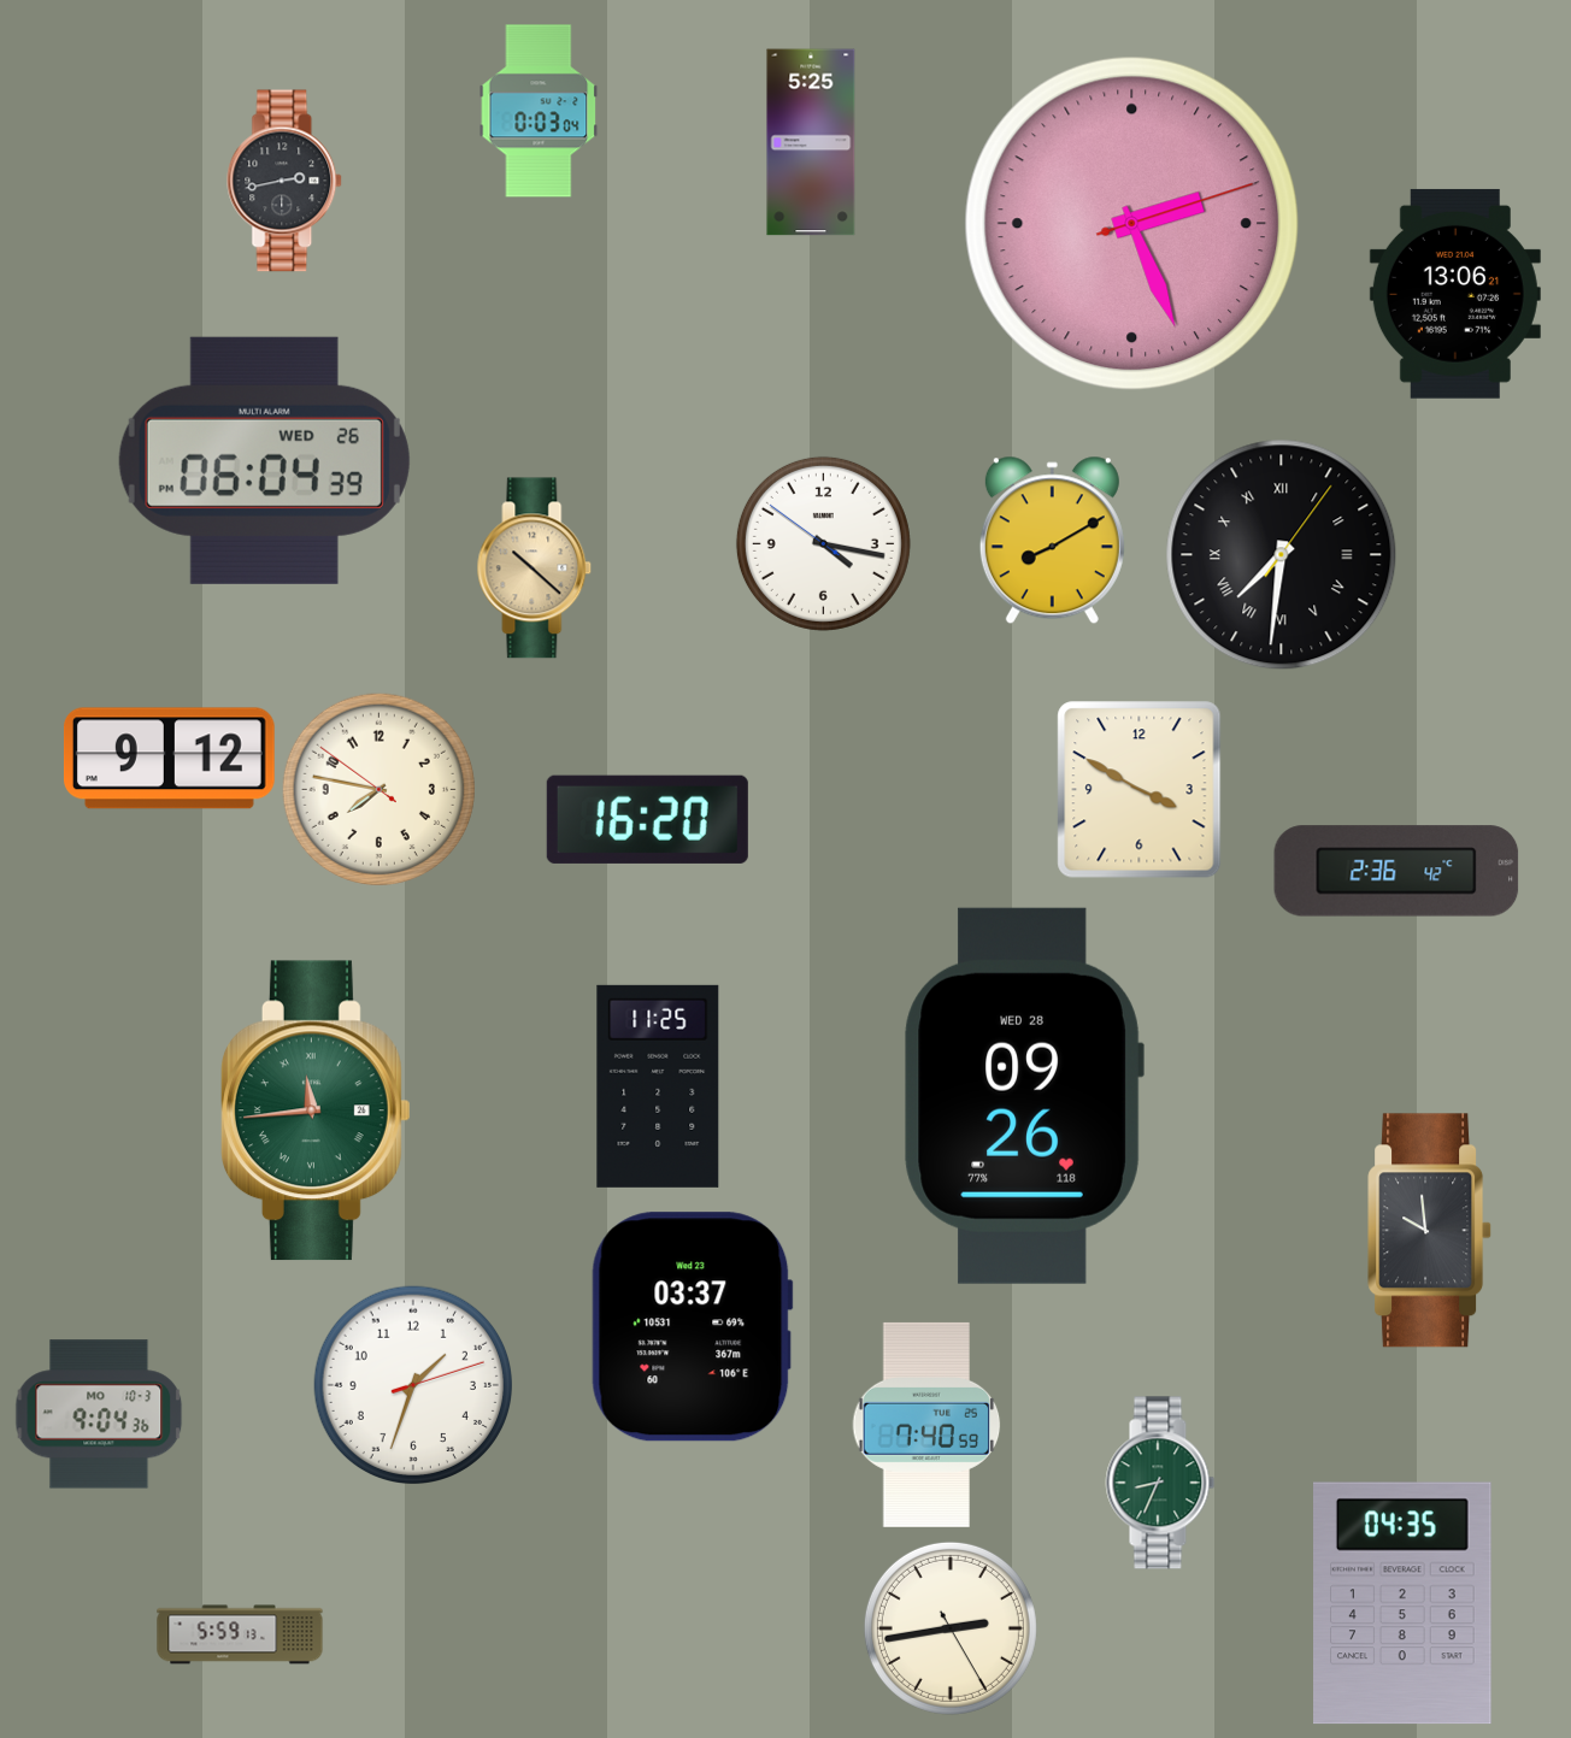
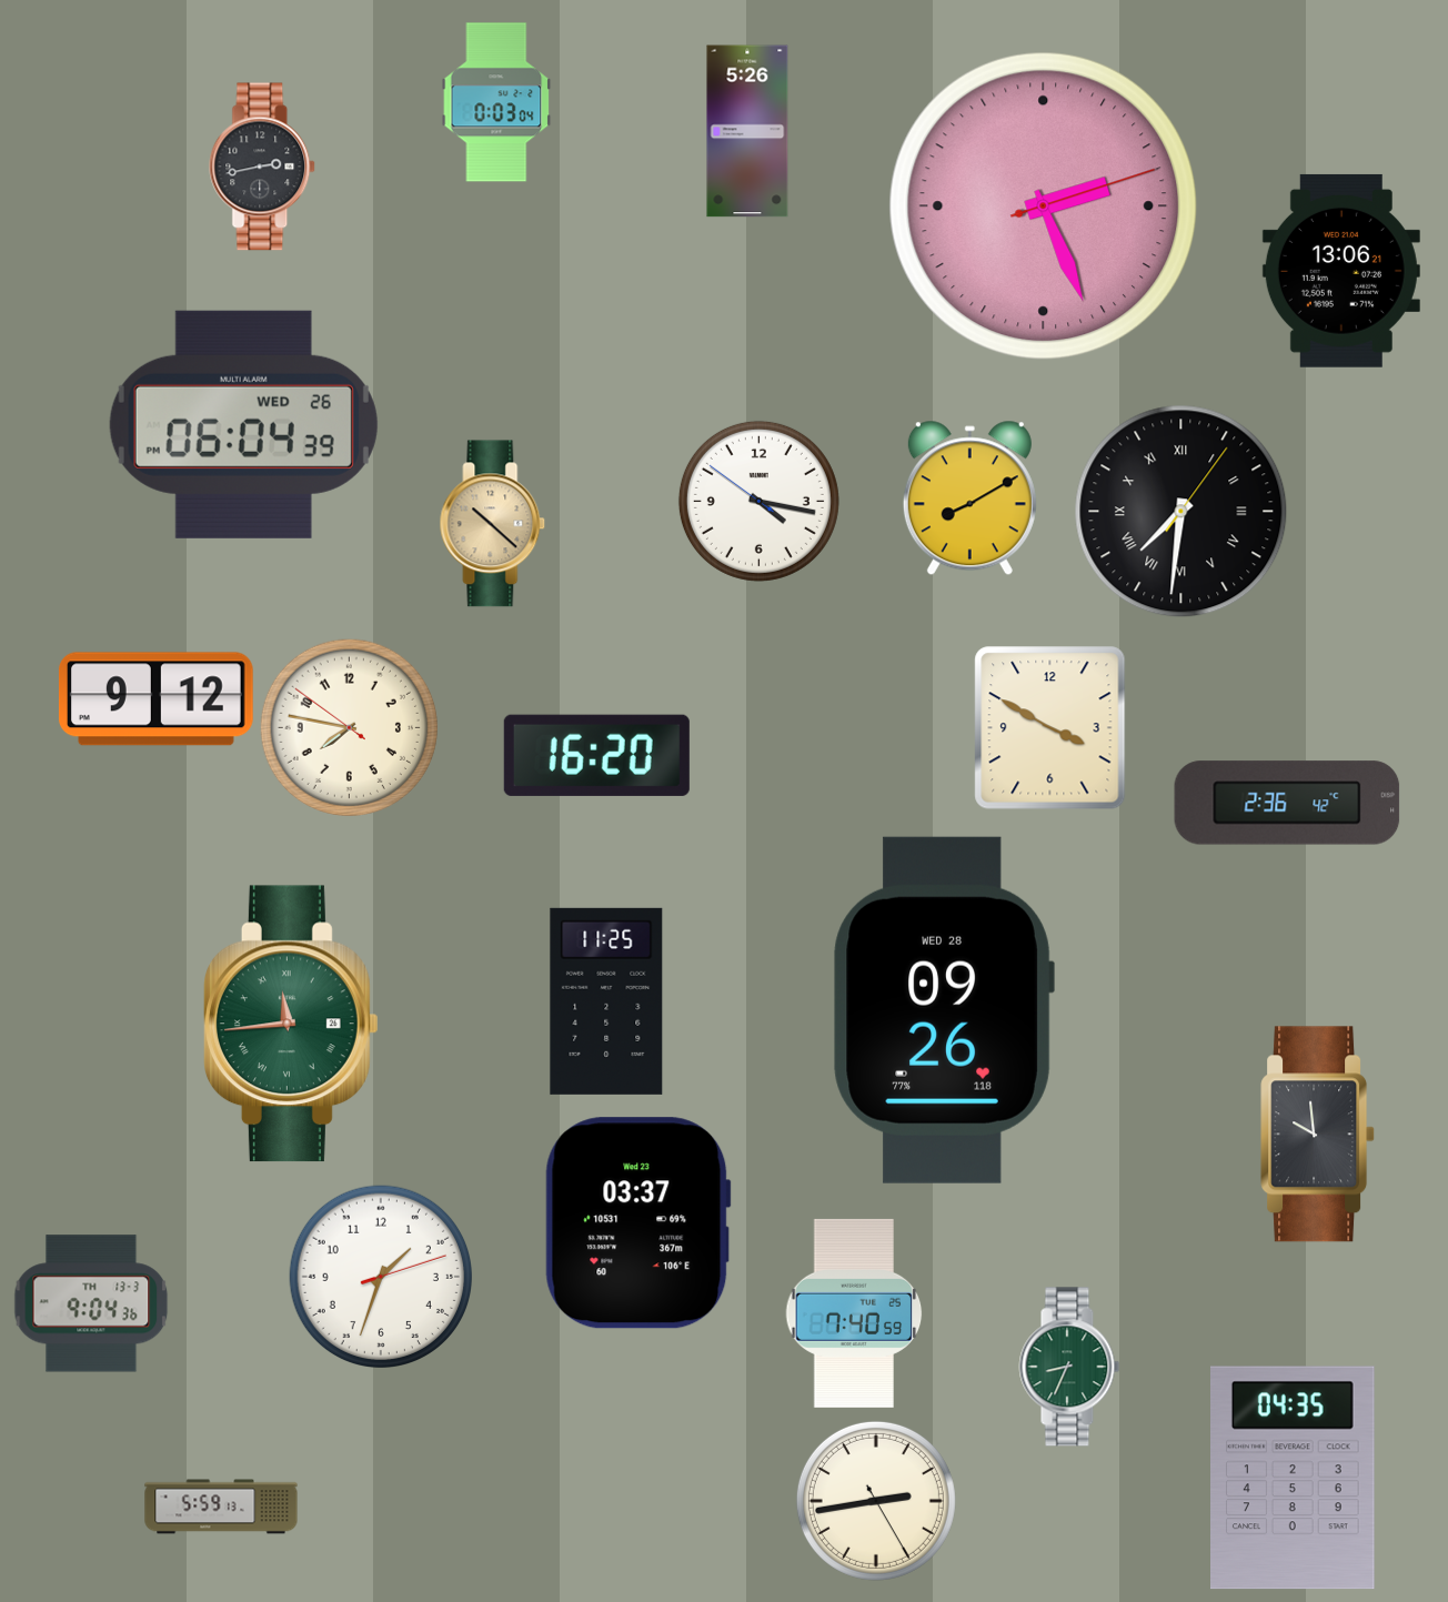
clock at (811, 142): 5:25 -> 5:26
clock at (99, 1414) date: MO 10-3 -> TH 13-3
